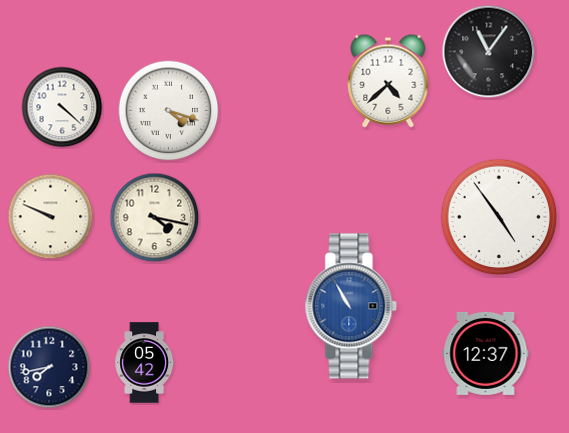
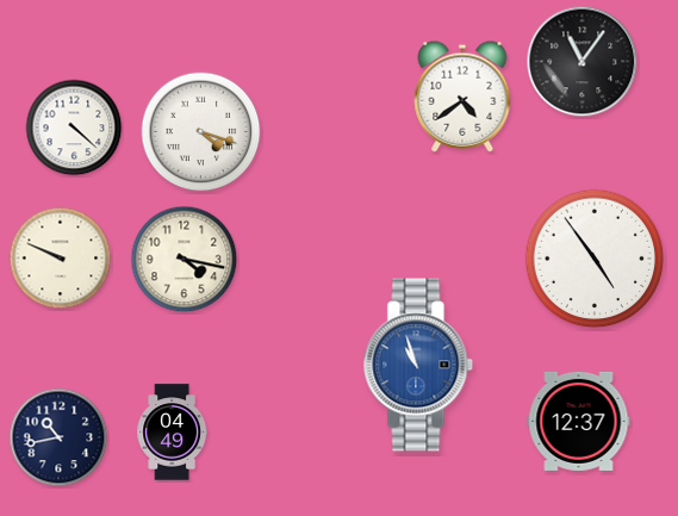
clock at (388, 81): 4:38 -> 4:39
clock at (351, 306): 10:55 -> 10:57
clock at (145, 363): 05:42 -> 04:49
clock at (49, 367): 7:43 -> 10:43
